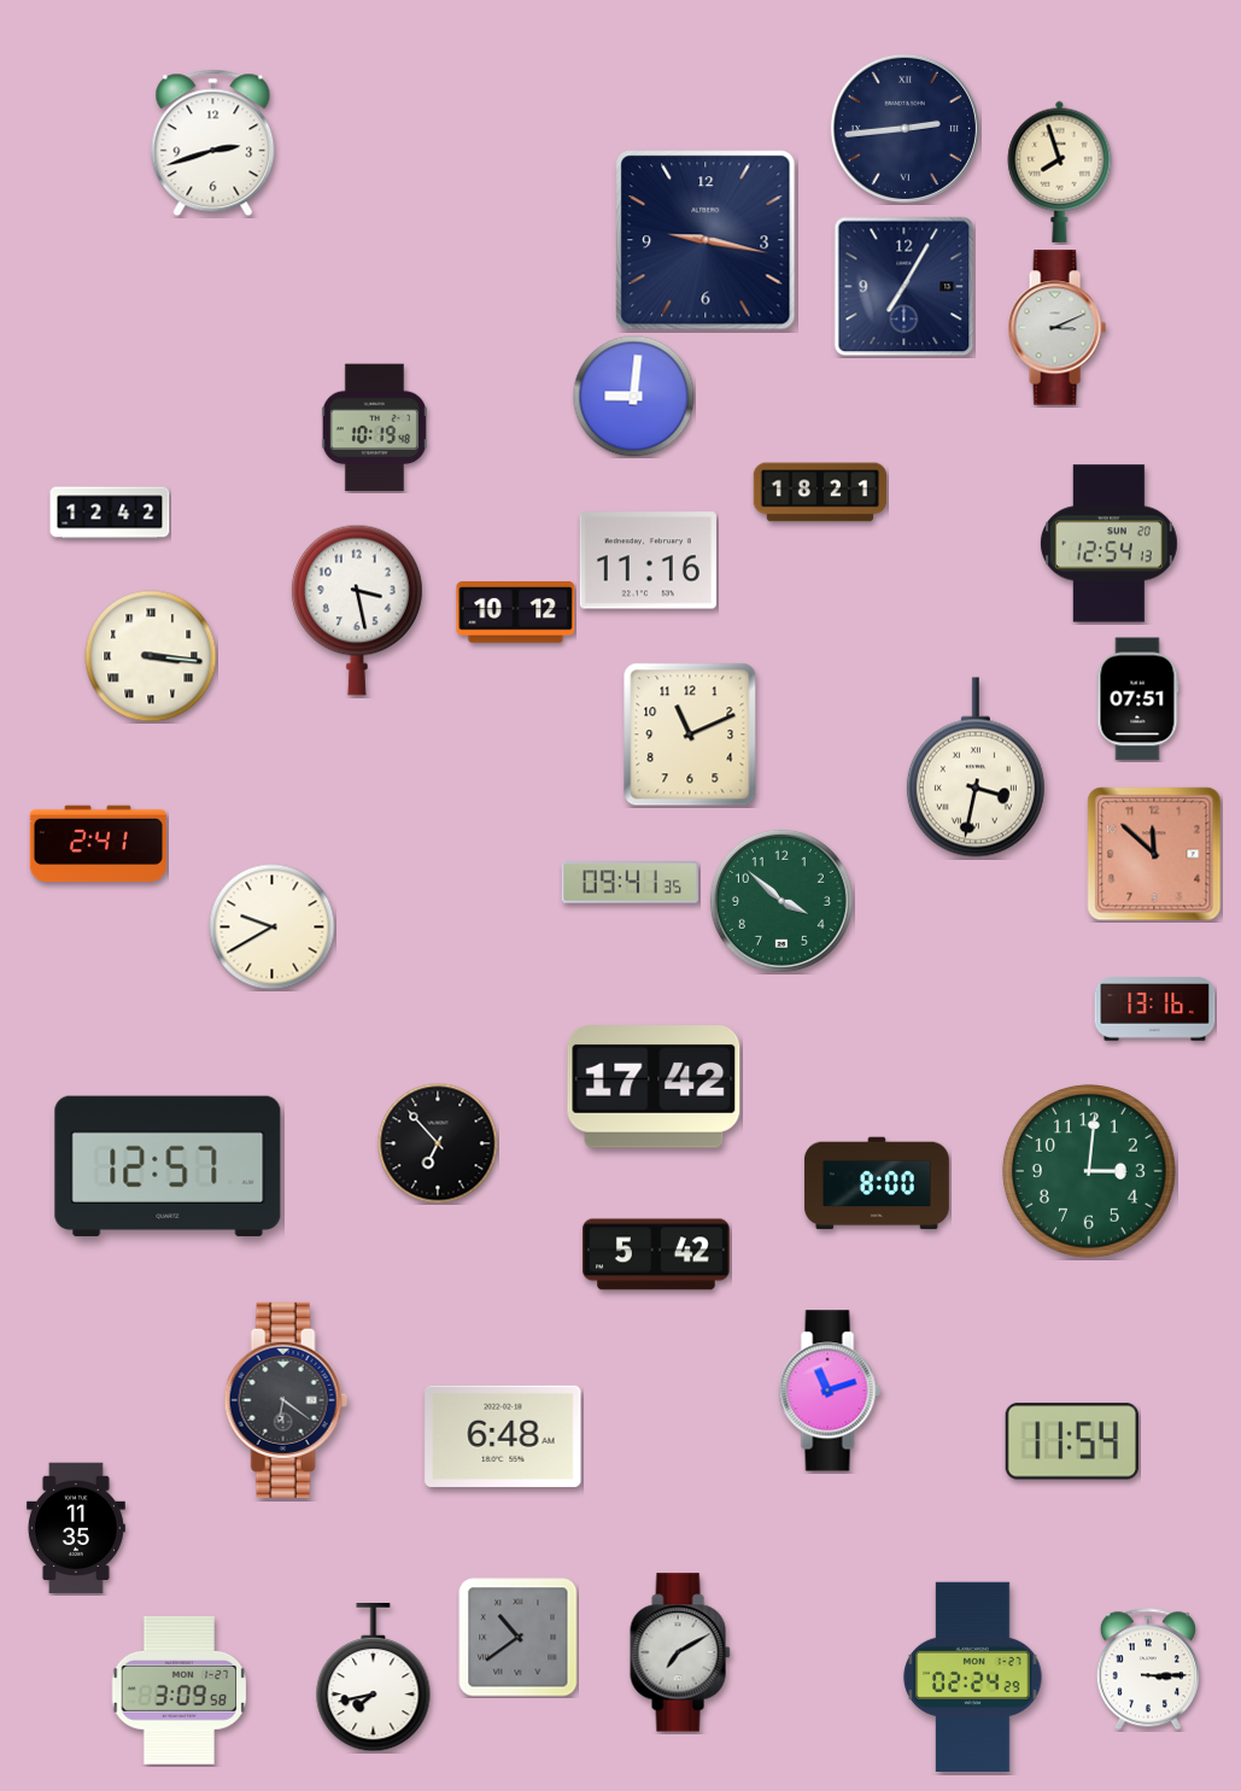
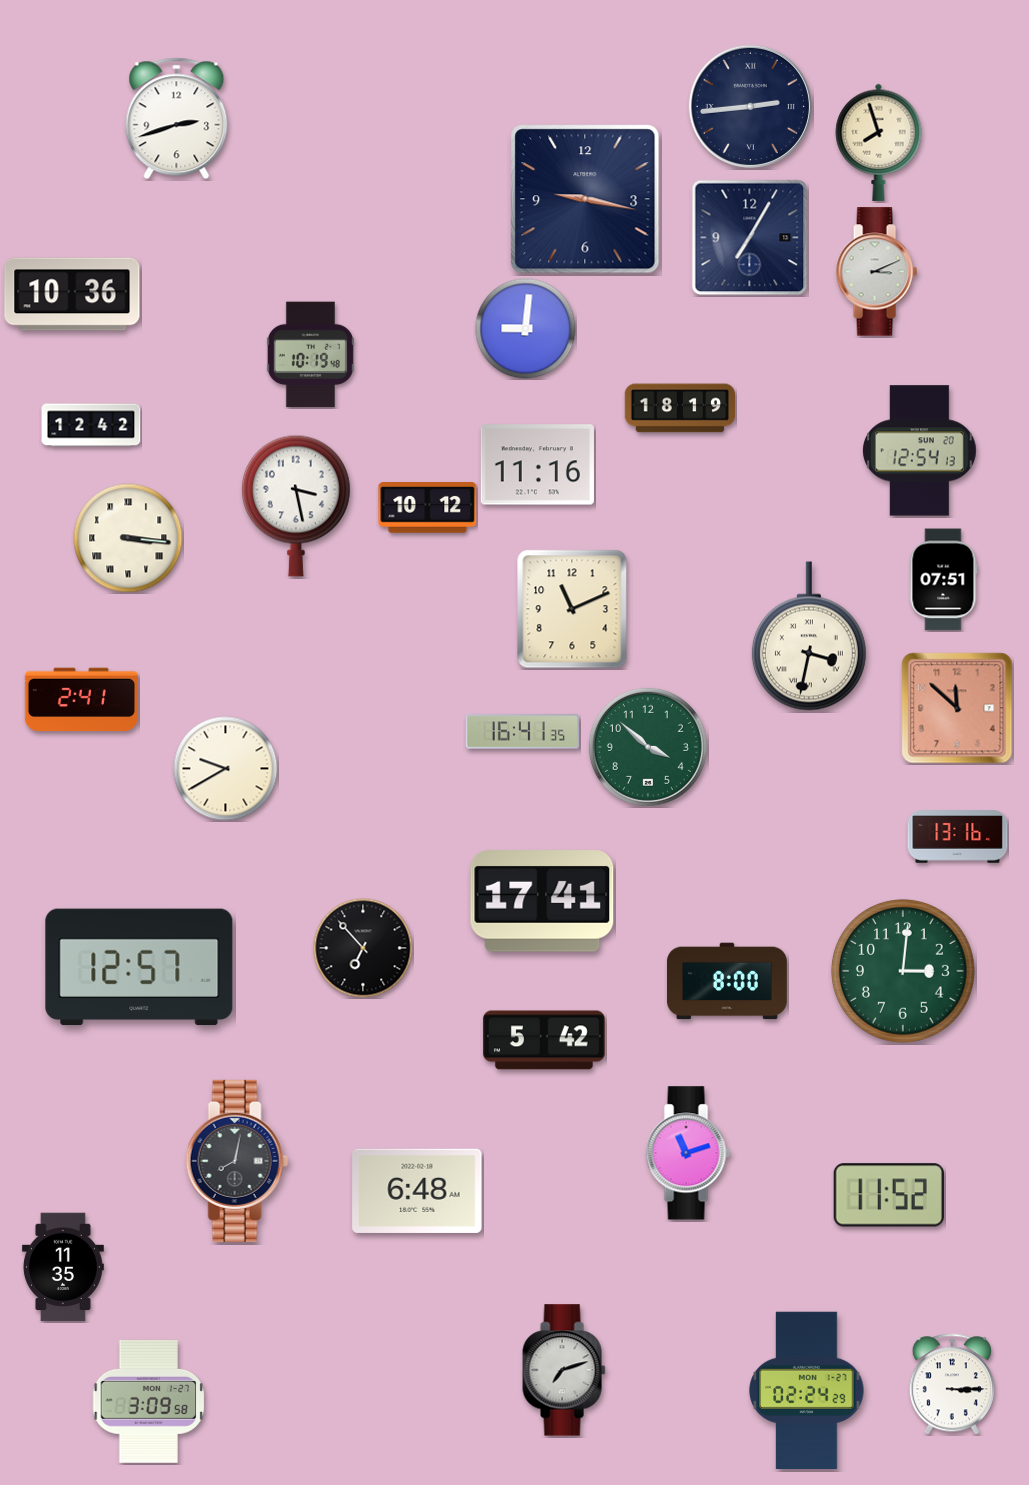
clock at (72, 294): none -> 10:36
clock at (820, 492): 18:21 -> 18:19
clock at (151, 656) position: (151, 656) -> (128, 538)
clock at (630, 883): 09:41 -> 16:41
clock at (654, 1087): 17:42 -> 17:41
clock at (286, 1400): 6:21 -> 8:02
clock at (1072, 1441): 11:54 -> 11:52
clock at (519, 1638): 10:39 -> none
clock at (680, 1652): 7:10 -> 7:12
clock at (374, 1679): 7:43 -> none
